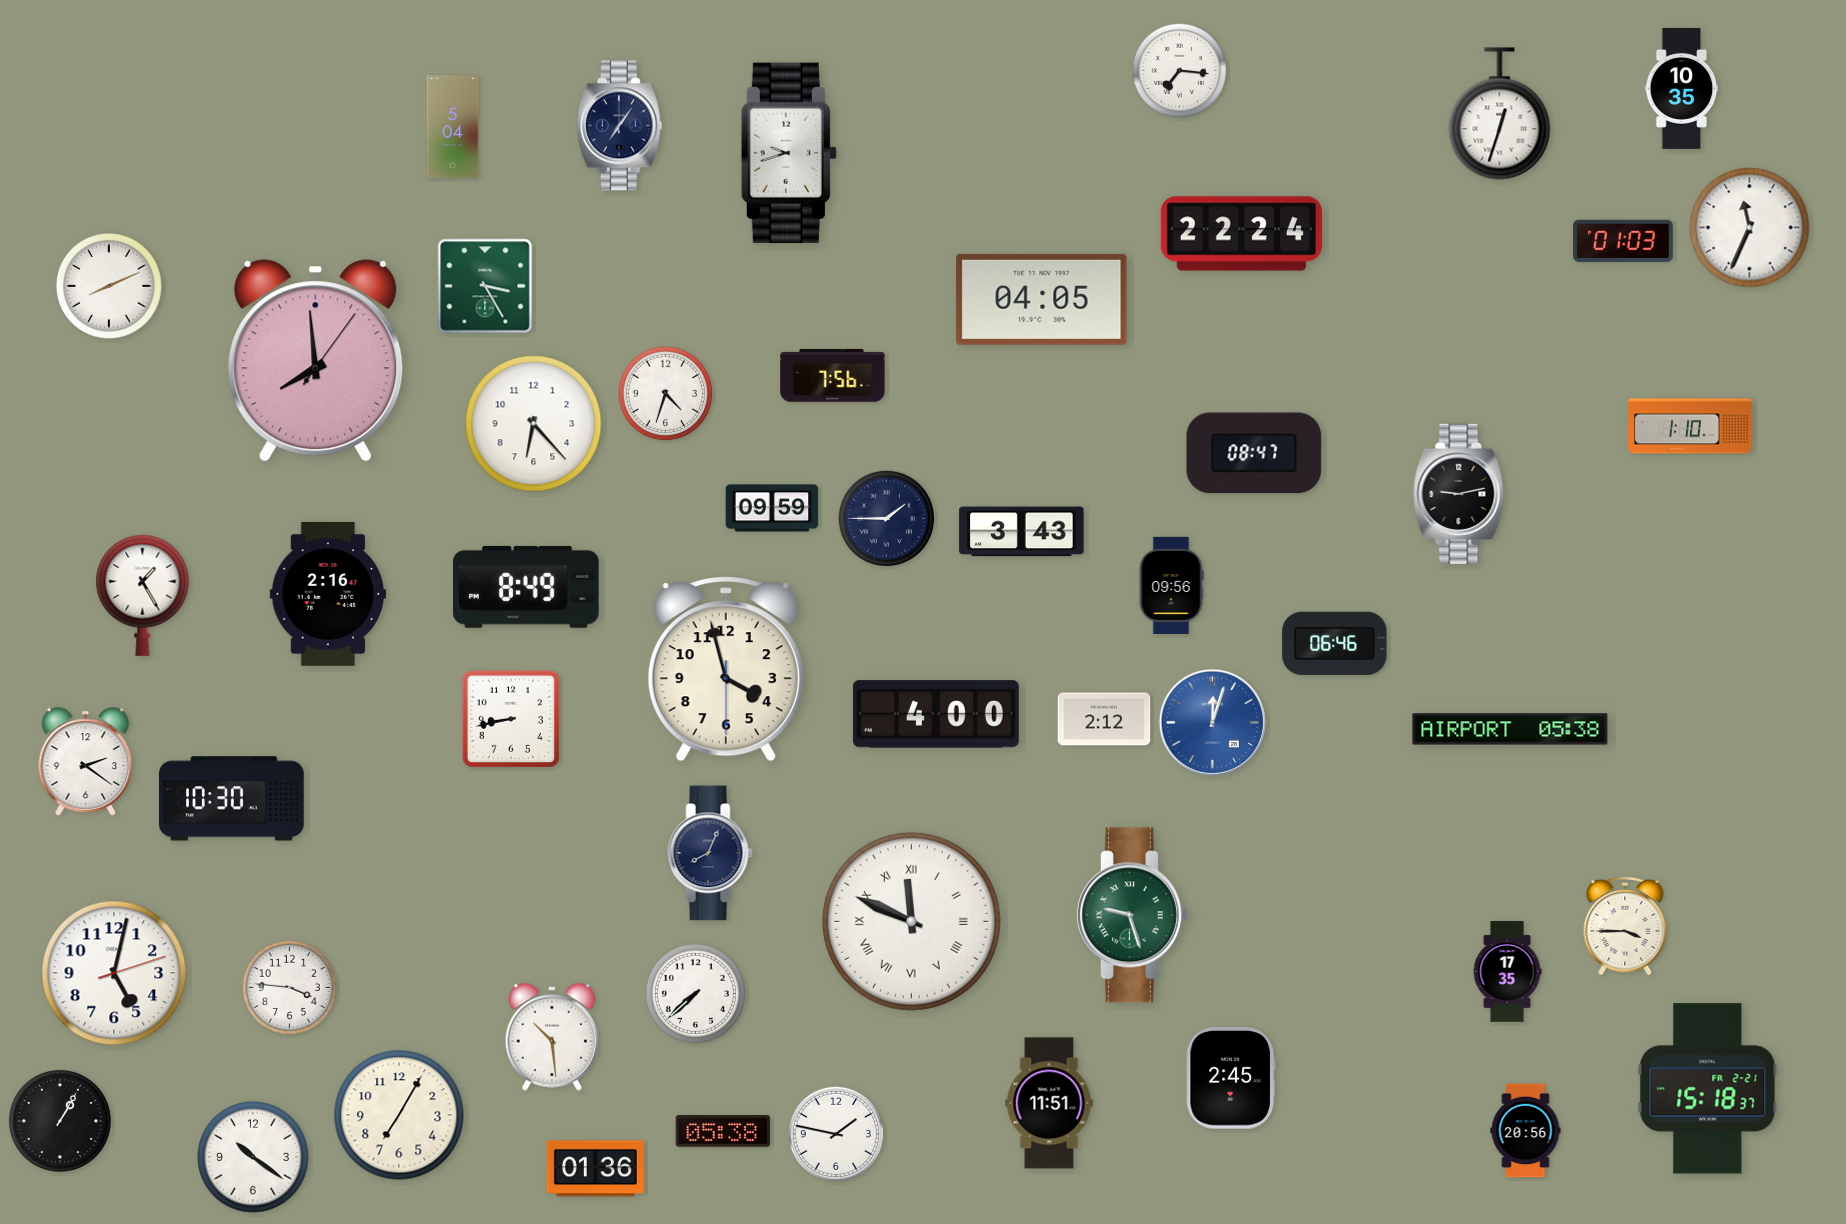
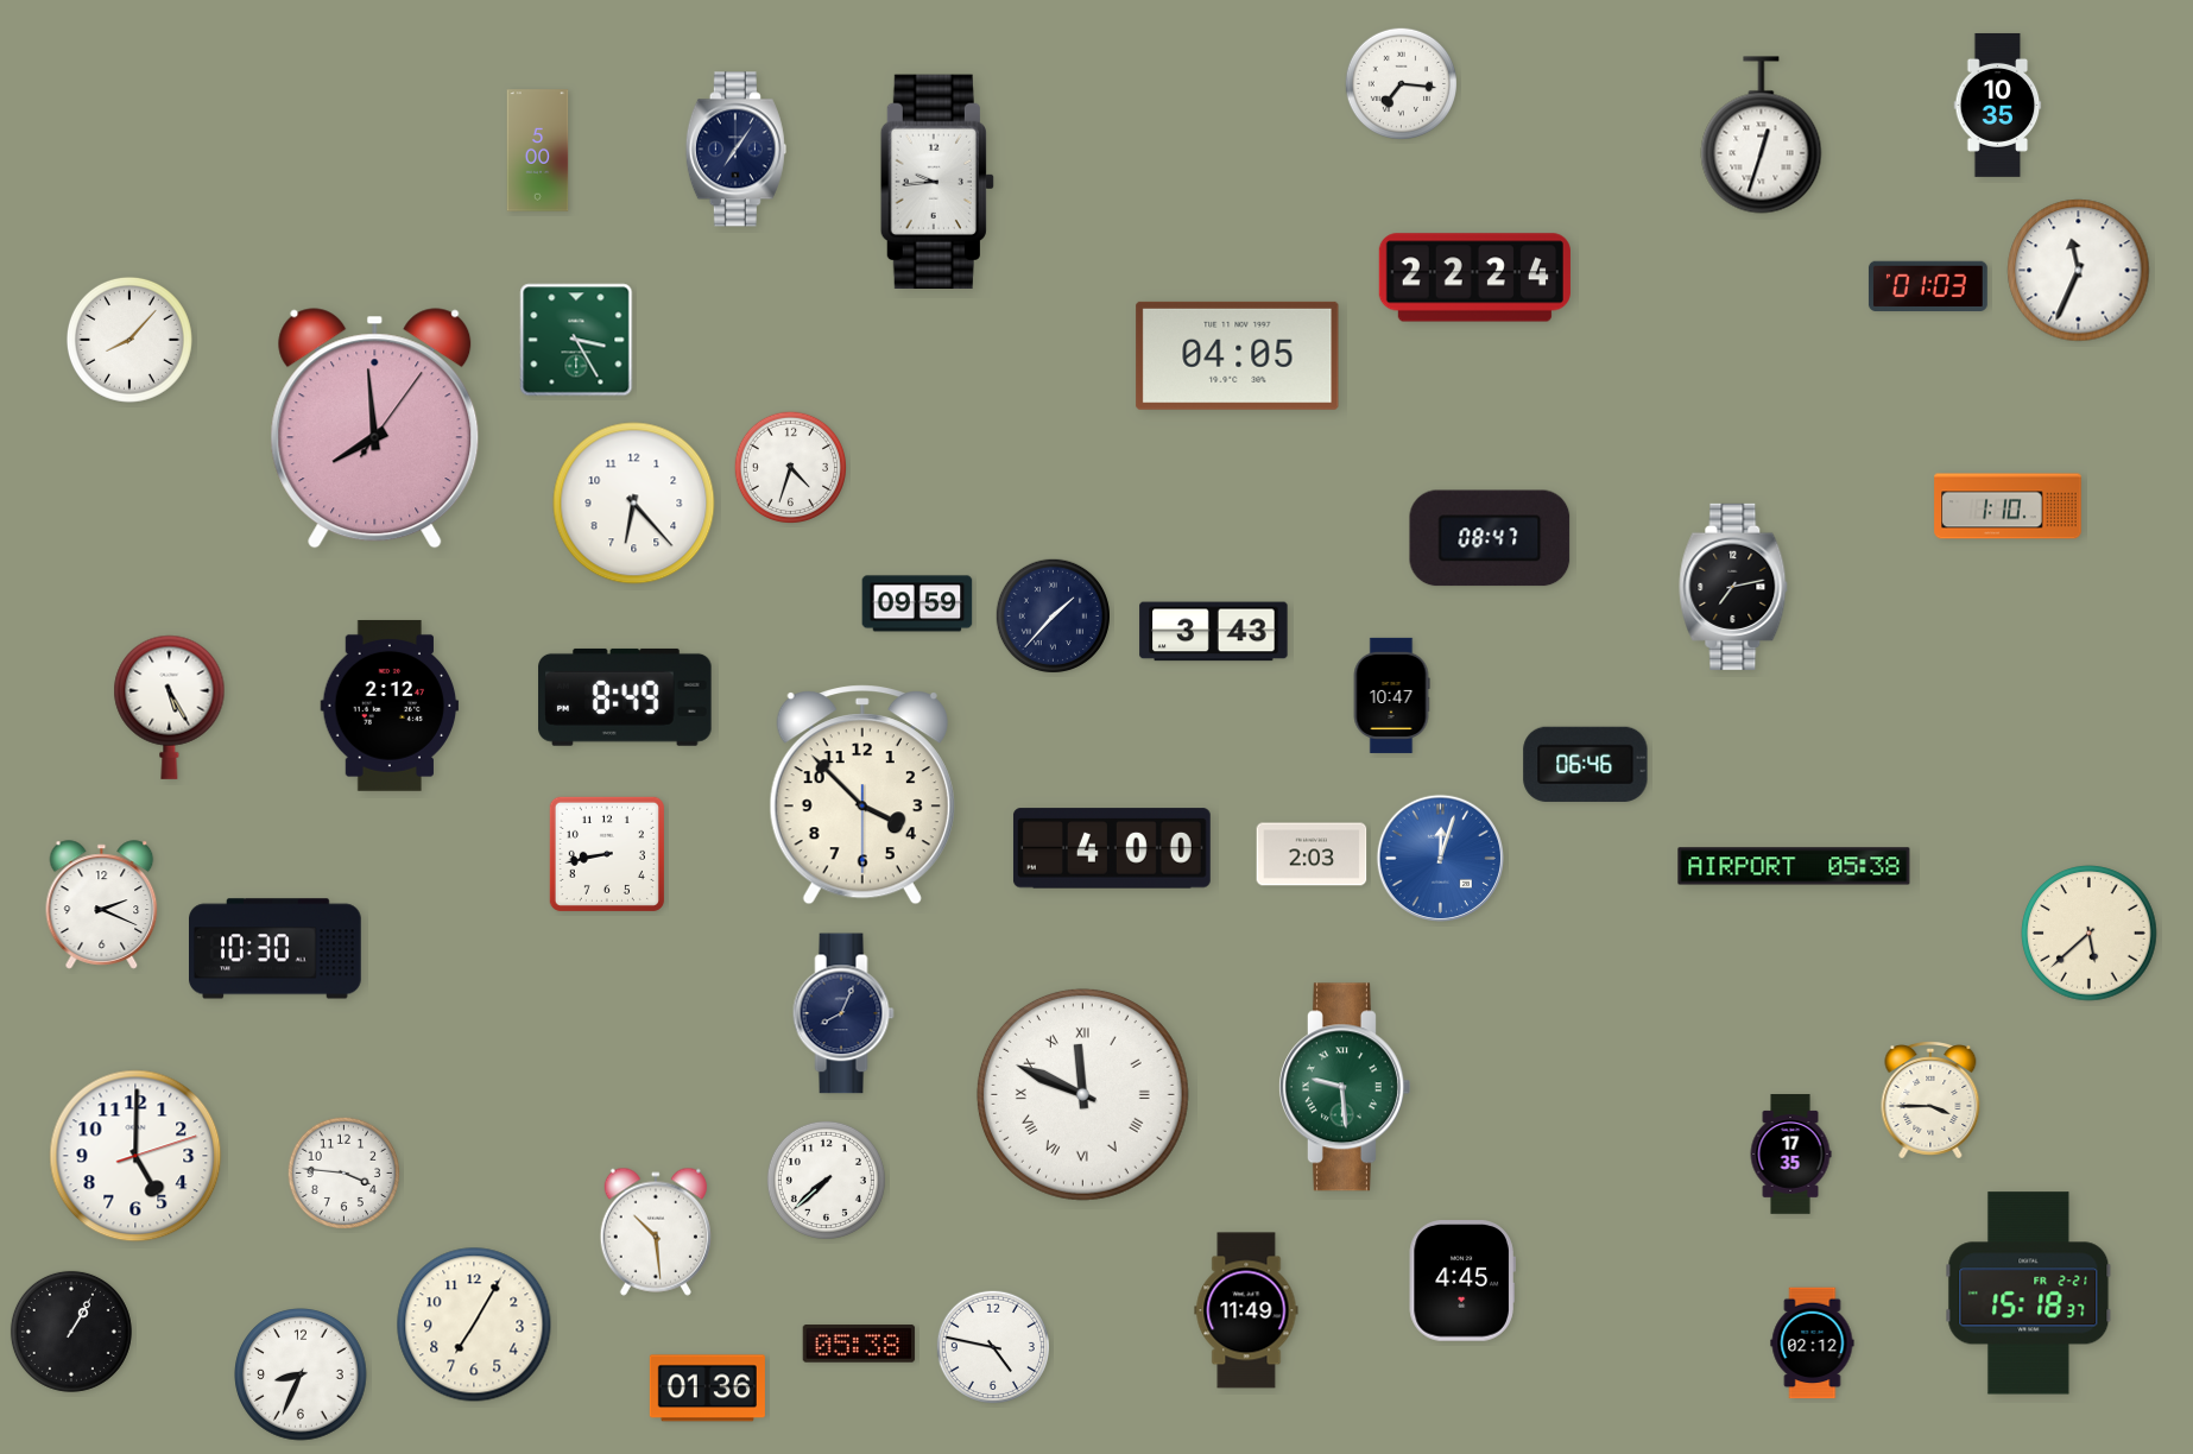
clock at (1500, 114) position: (1500, 114) -> (1762, 135)
clock at (453, 127): 5:04 -> 5:00
clock at (789, 153): 9:42 -> 9:44
clock at (109, 286): 8:11 -> 8:07
clock at (833, 375): 7:56 -> none
clock at (1459, 494): 9:13 -> 7:13
clock at (886, 518): 1:45 -> 1:37
clock at (1171, 585): 09:56 -> 10:47
clock at (328, 594): 2:16 -> 2:12
clock at (143, 595): 1:25 -> 5:25
clock at (726, 669): 3:57 -> 3:52
clock at (1104, 719): 2:12 -> 2:03
clock at (86, 762): 2:21 -> 2:19
clock at (2090, 934): none -> 5:38
clock at (1131, 915): 9:27 -> 9:29
clock at (114, 973): 5:02 -> 5:00
clock at (1231, 1078): 2:45 -> 4:45
clock at (1049, 1103): 11:51 -> 11:49
clock at (1526, 1131): 20:56 -> 02:12
clock at (835, 1133): 1:47 -> 4:47
clock at (253, 1157): 10:21 -> 8:34
